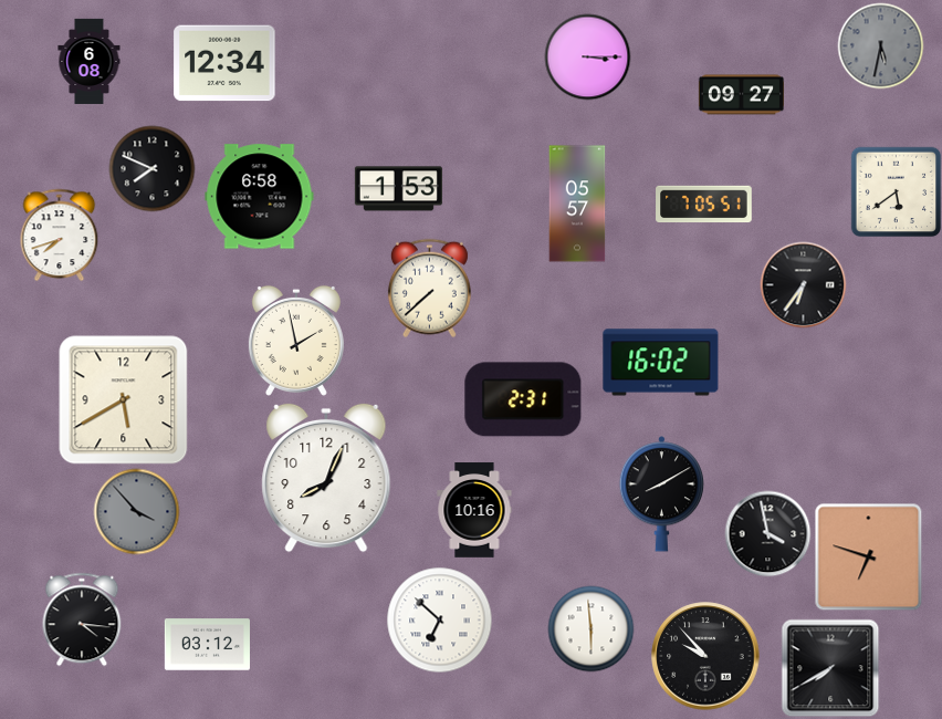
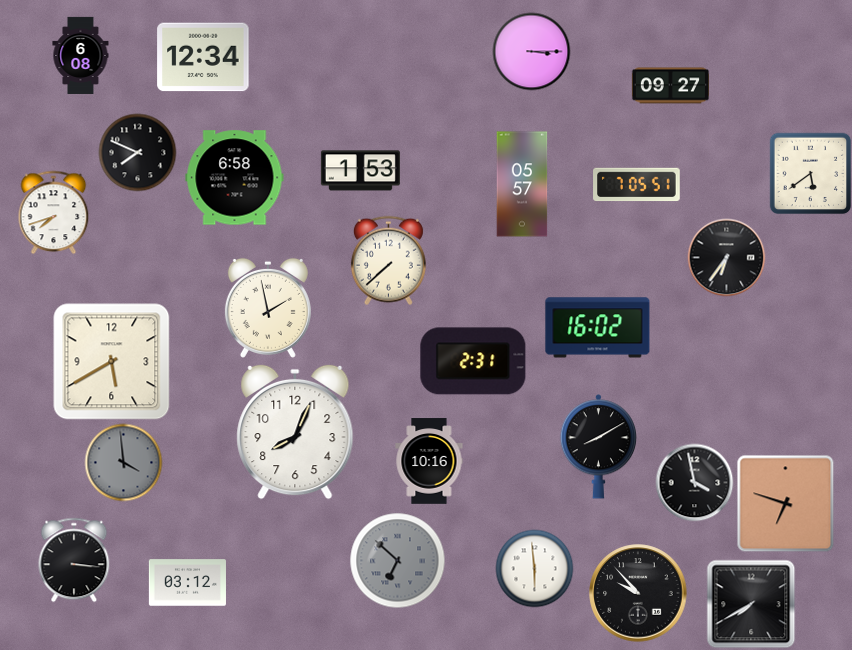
clock at (880, 45): 5:32 -> none
clock at (136, 511): 3:53 -> 3:59
clock at (82, 619): 4:16 -> 3:16
clock at (439, 619) dial: white -> grey
